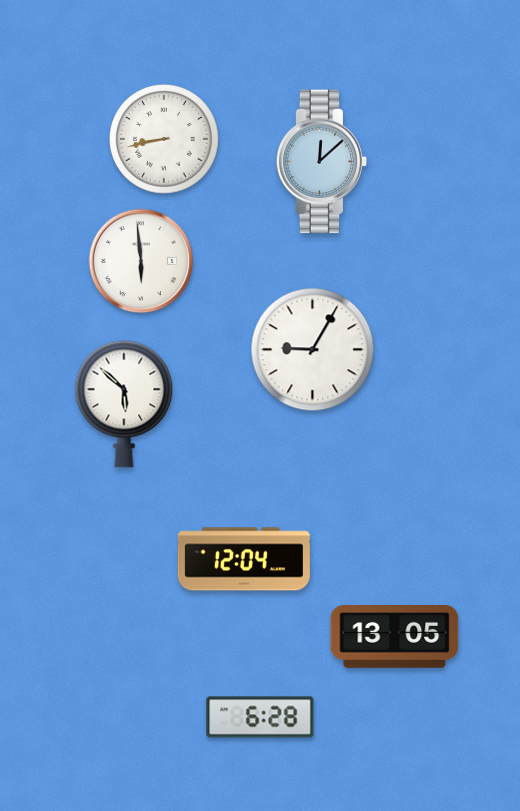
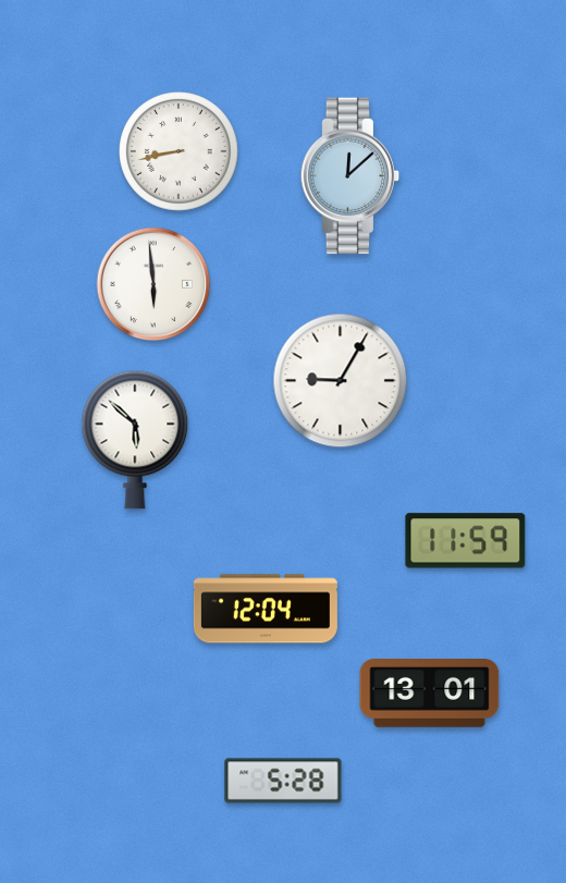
clock at (466, 541): none -> 11:59
clock at (395, 637): 13:05 -> 13:01
clock at (260, 717): 6:28 -> 5:28
